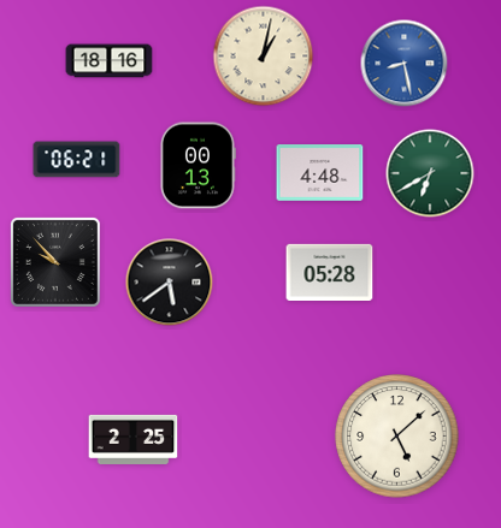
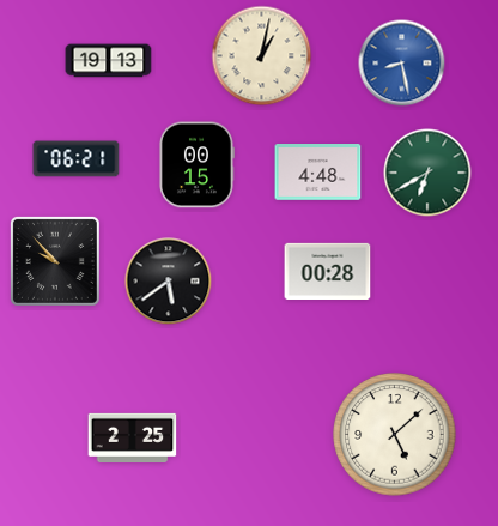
clock at (110, 61): 18:16 -> 19:13
clock at (198, 166): 00:13 -> 00:15
clock at (330, 272): 05:28 -> 00:28
